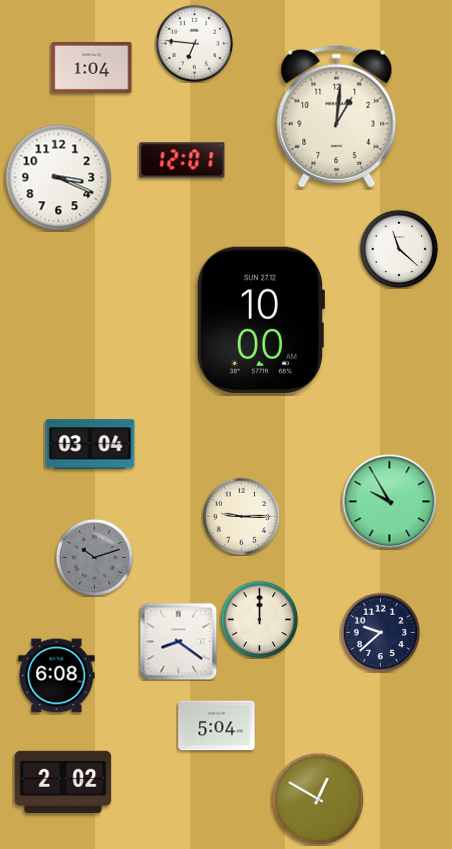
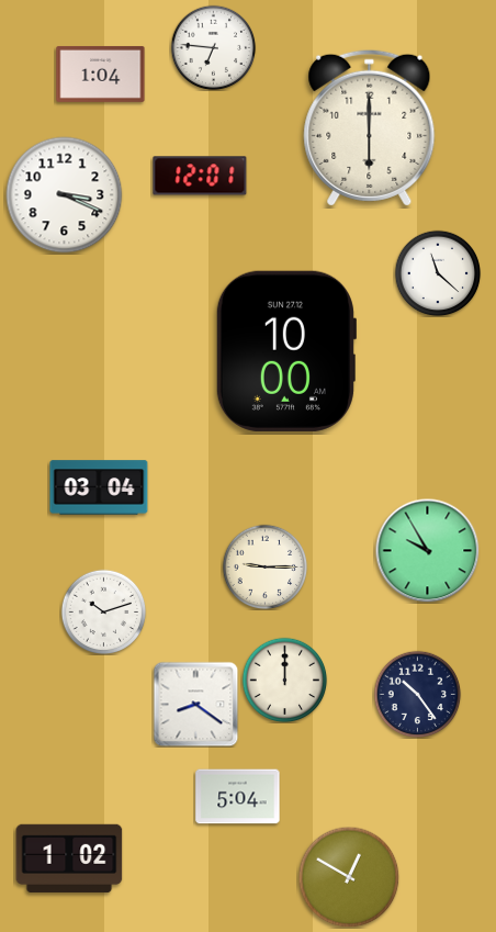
clock at (337, 116): 1:01 -> 6:00
clock at (94, 557) dial: grey -> white
clock at (380, 632): 9:38 -> 10:24
clock at (57, 676): 6:08 -> none
clock at (63, 782): 2:02 -> 1:02
